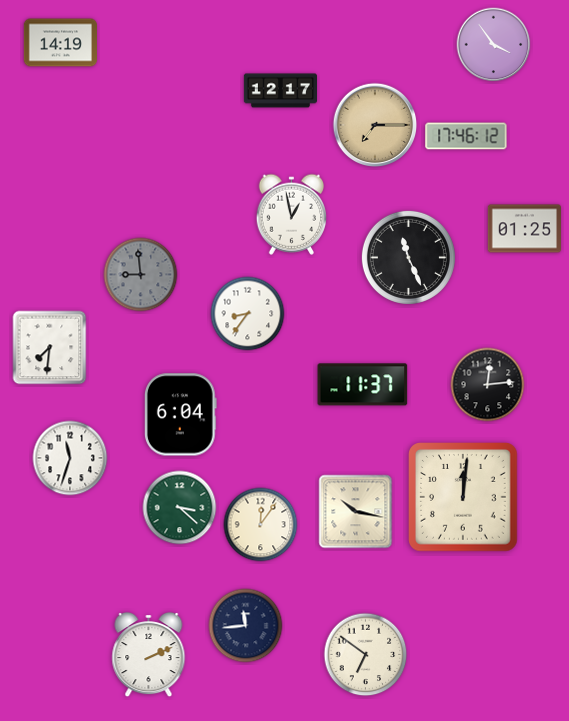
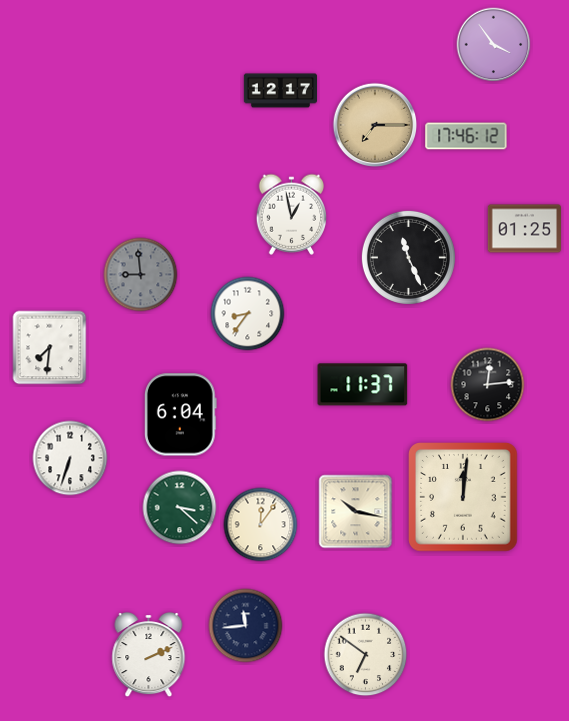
clock at (60, 43): 14:19 -> none
clock at (70, 458): 11:33 -> 6:33
